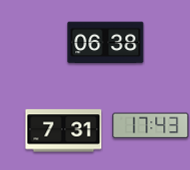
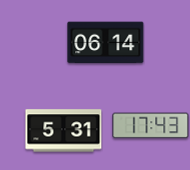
clock at (106, 43): 06:38 -> 06:14
clock at (64, 131): 7:31 -> 5:31
